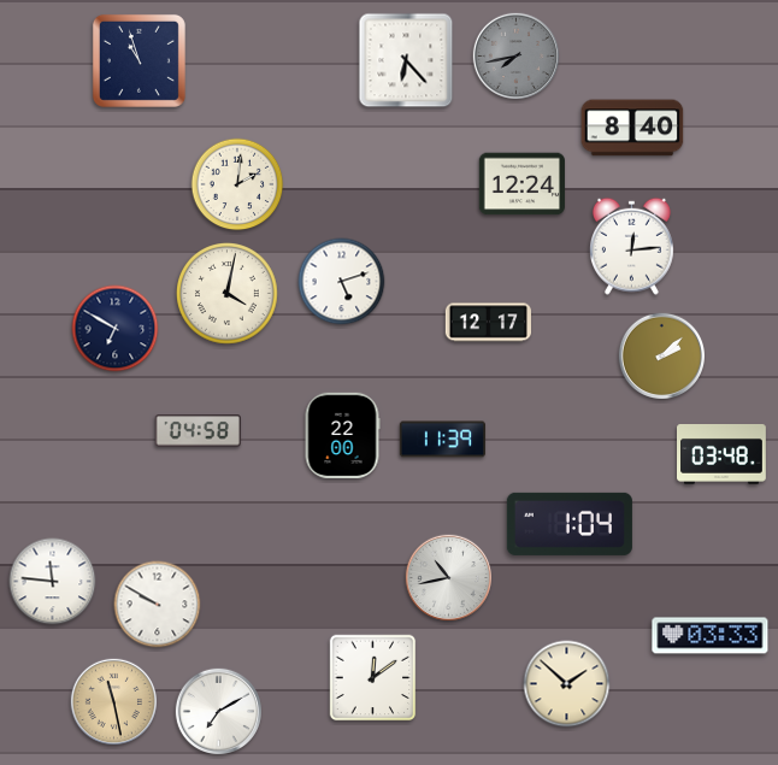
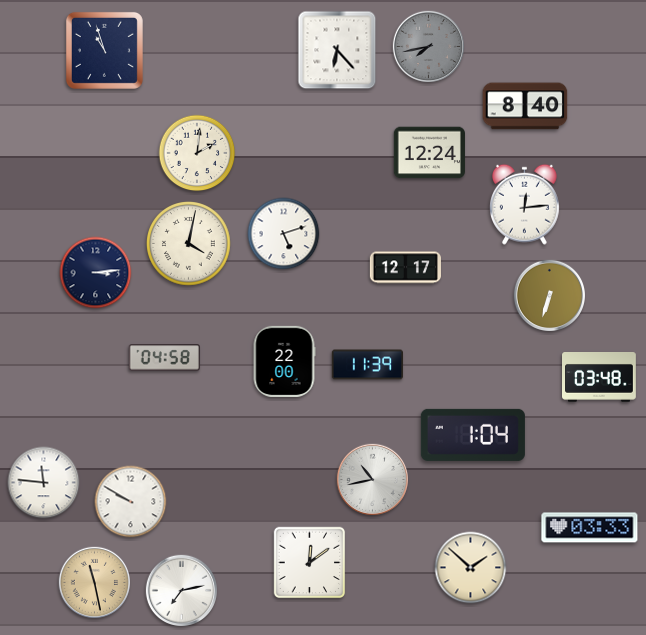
clock at (138, 60) position: (138, 60) -> (104, 50)
clock at (521, 184) position: (521, 184) -> (429, 153)
clock at (116, 329): 6:50 -> 3:14
clock at (661, 355): 2:08 -> 6:33
clock at (218, 711): 7:10 -> 7:13
